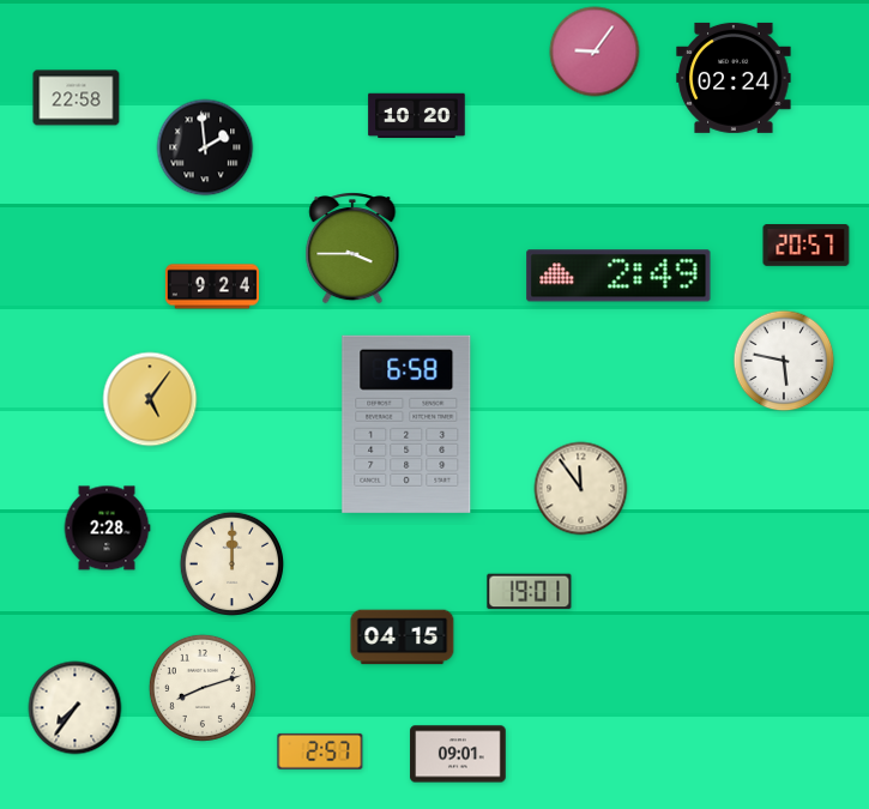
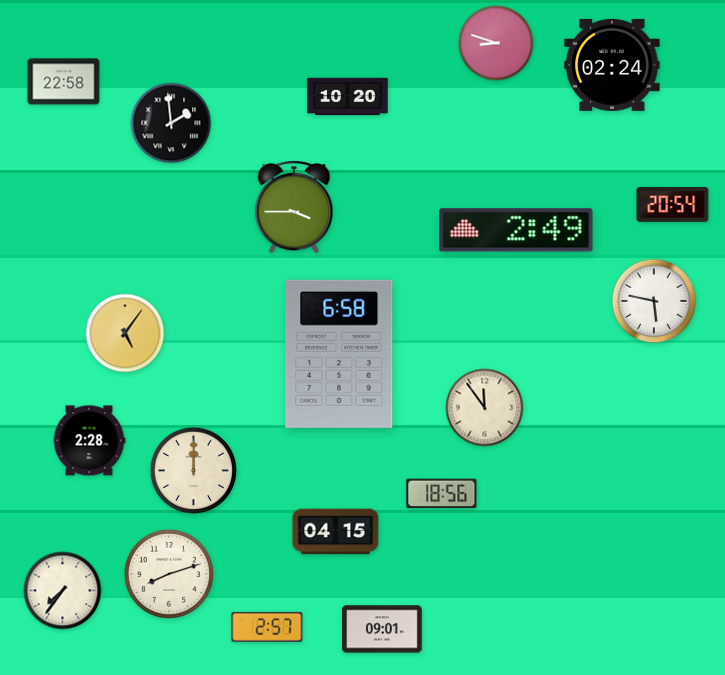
clock at (595, 52): 9:06 -> 8:48
clock at (807, 246): 20:57 -> 20:54
clock at (212, 286): 9:24 -> none
clock at (530, 592): 19:01 -> 18:56
